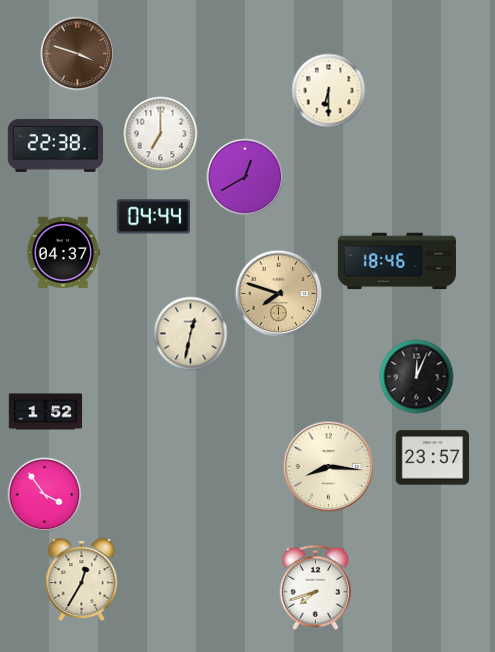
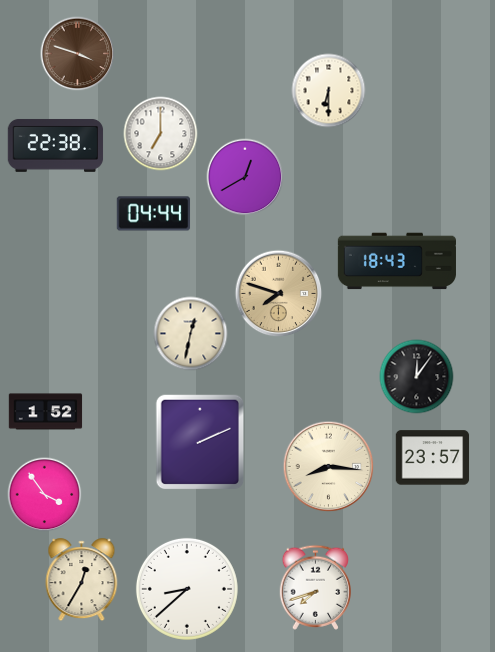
clock at (154, 217) position: (154, 217) -> (154, 214)
clock at (63, 252): 04:37 -> none
clock at (397, 261): 18:46 -> 18:43
clock at (417, 377): 12:04 -> 12:06
clock at (200, 442): none -> 2:11
clock at (187, 589): none -> 8:38
